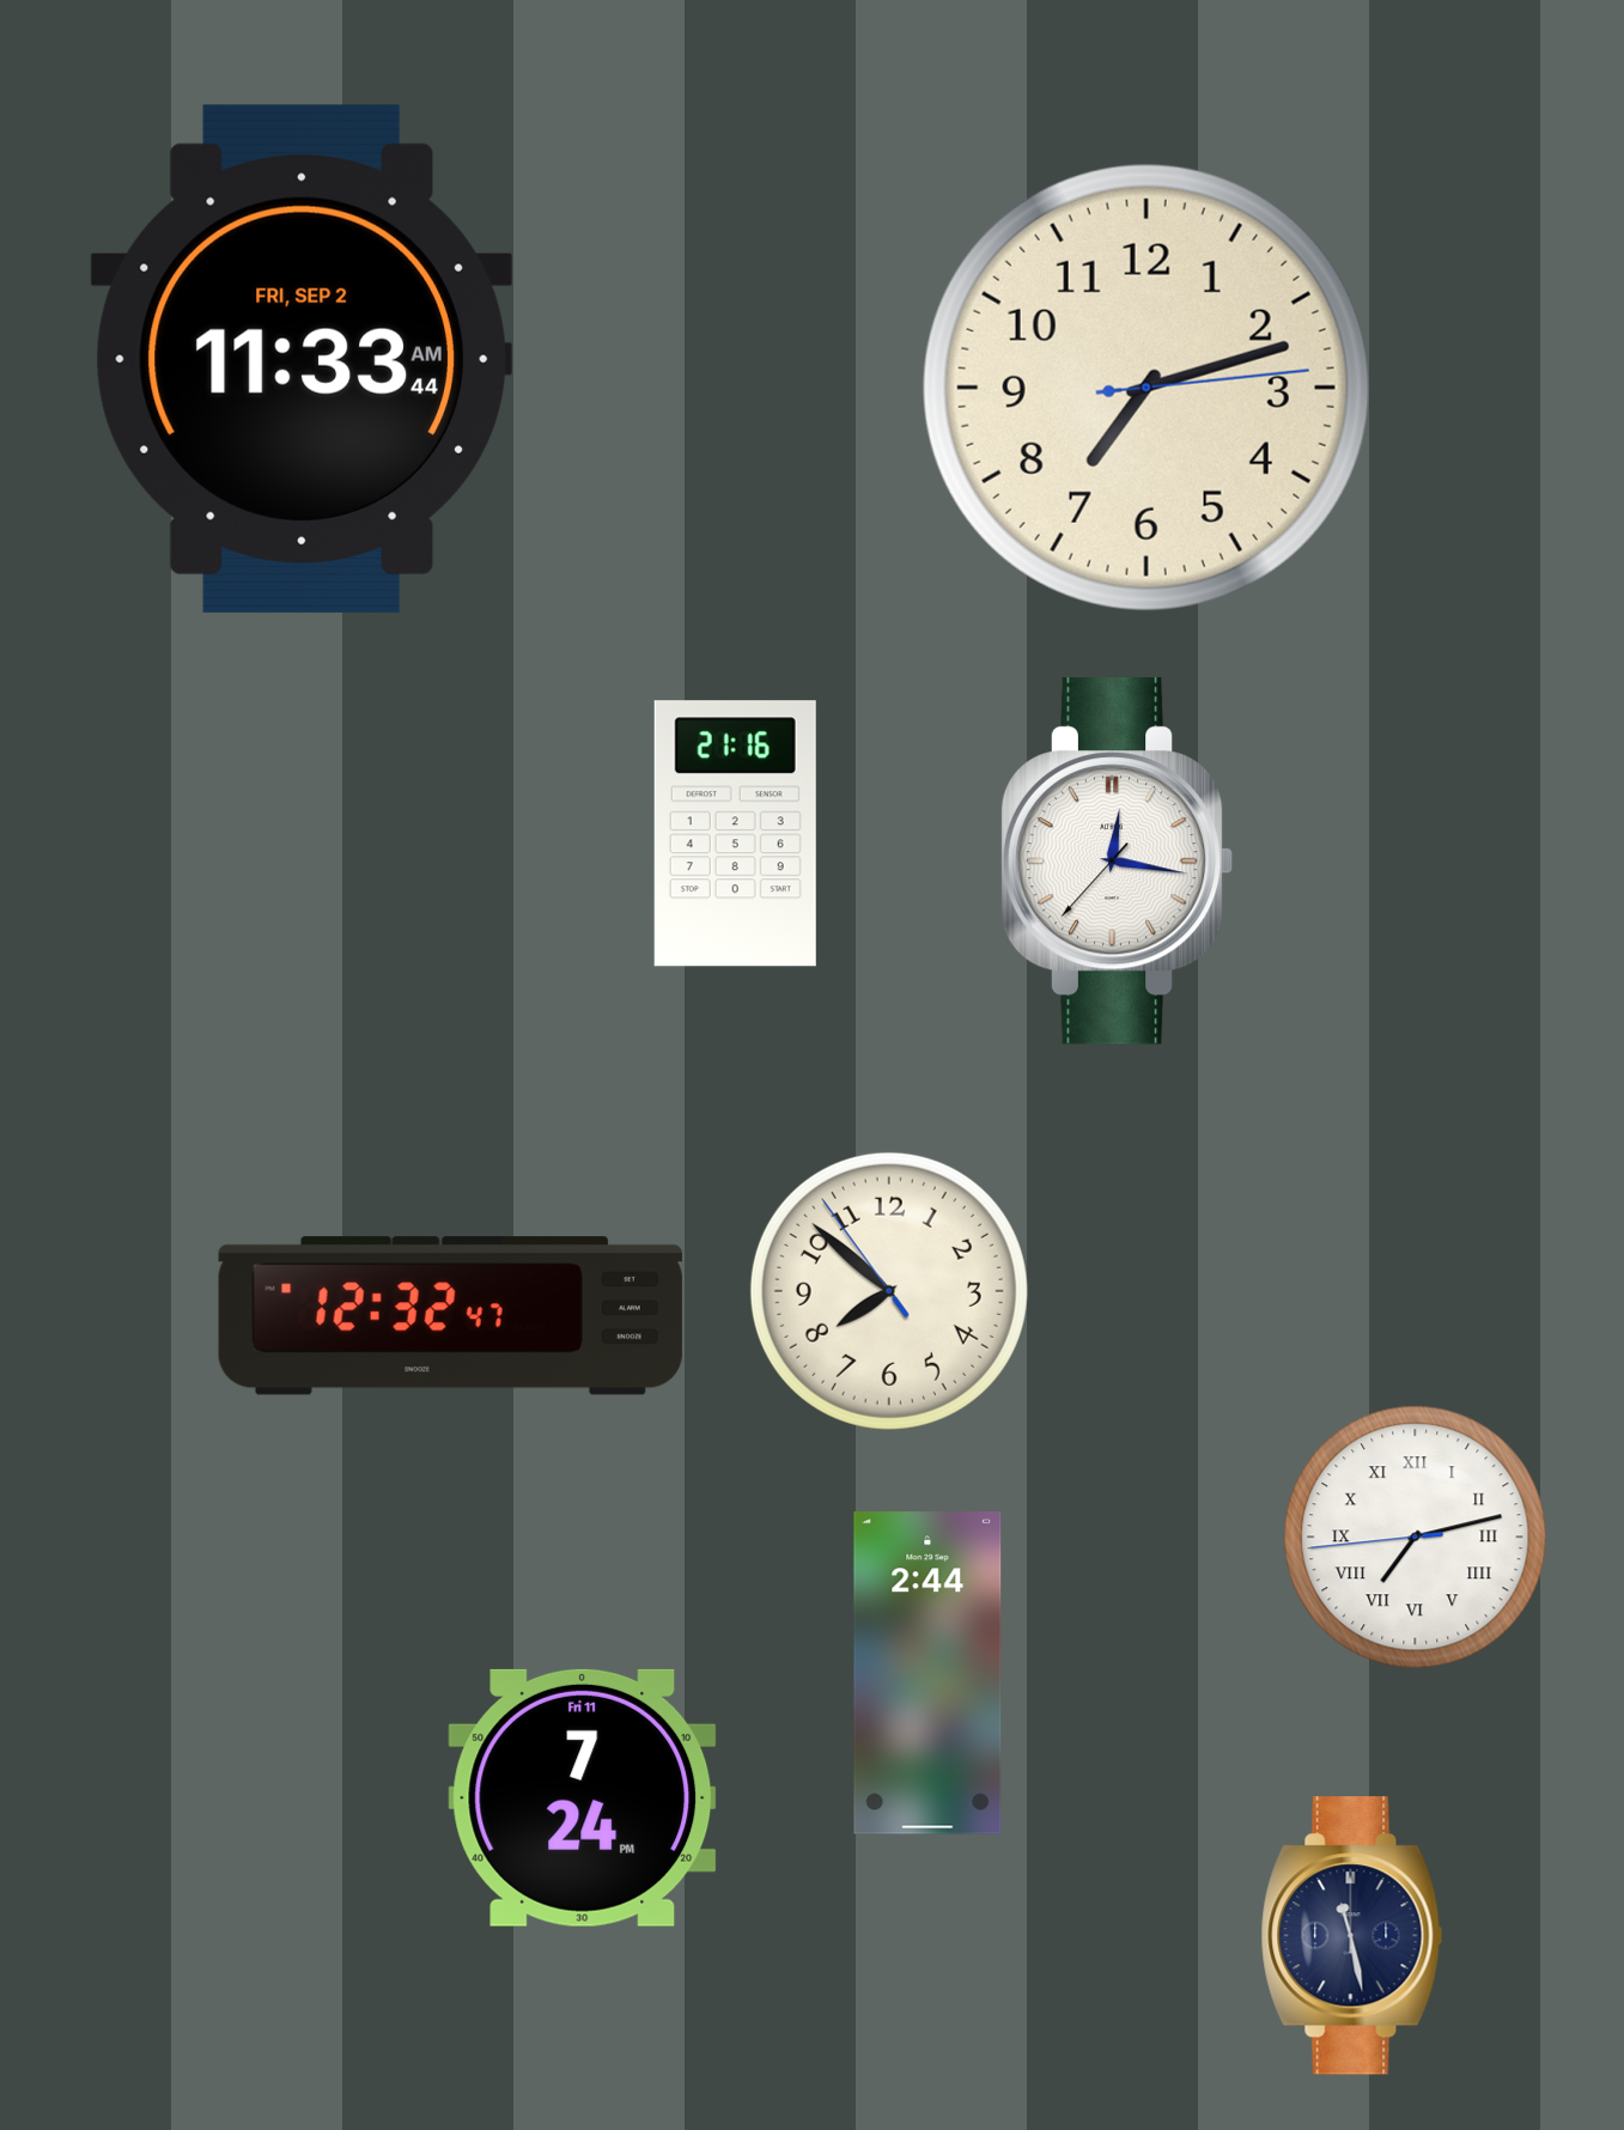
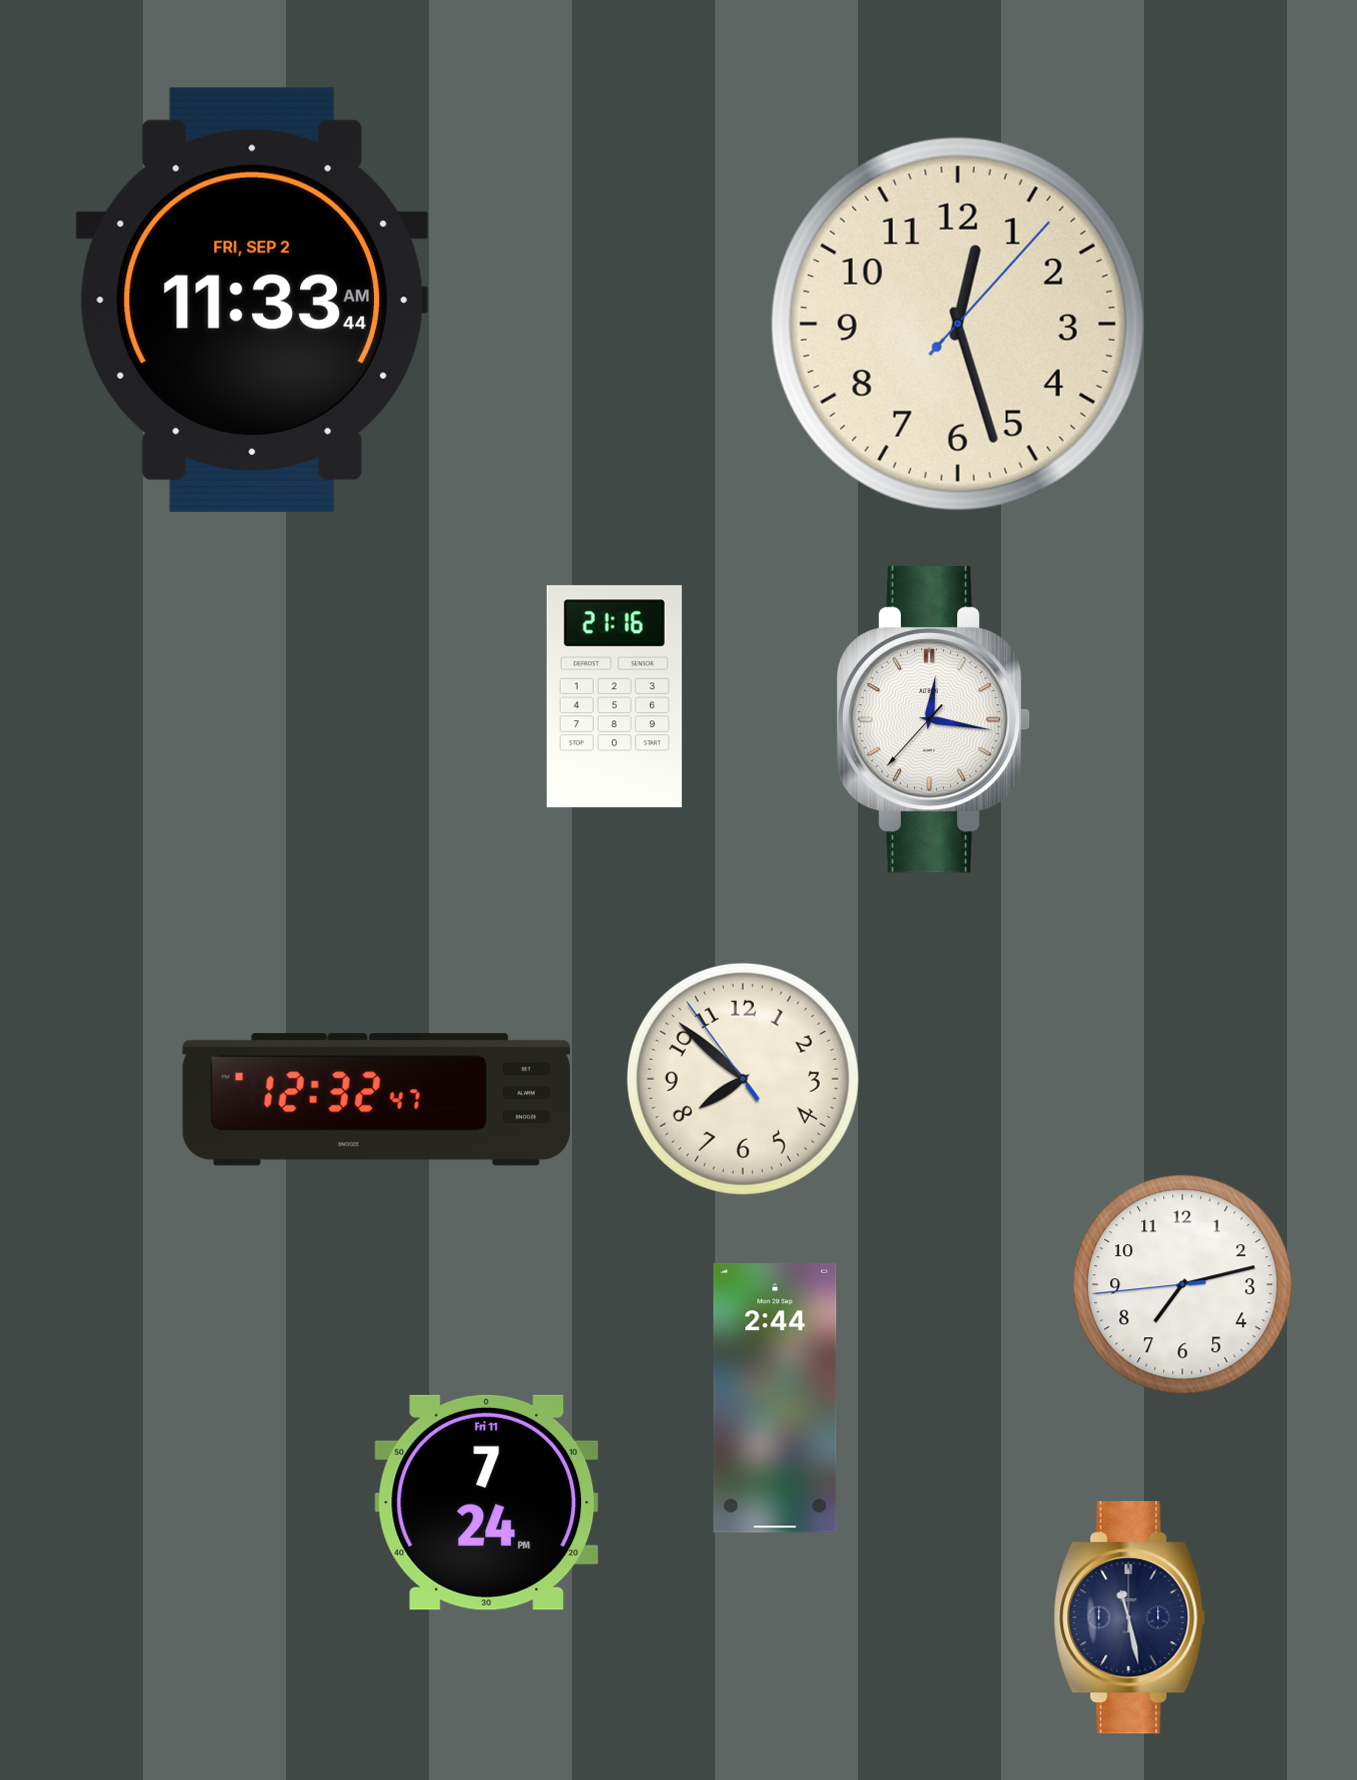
clock at (1146, 388): 7:12 -> 12:27
clock at (1416, 1538) numerals: Roman -> Arabic
